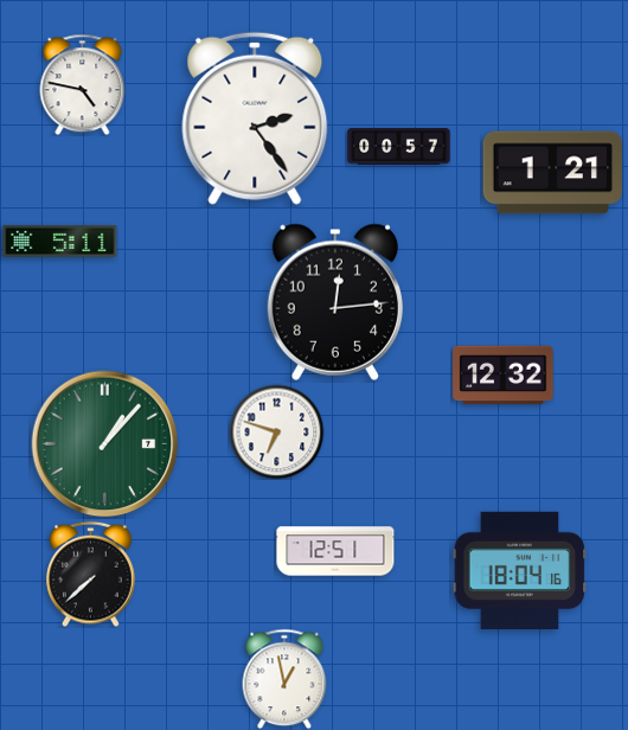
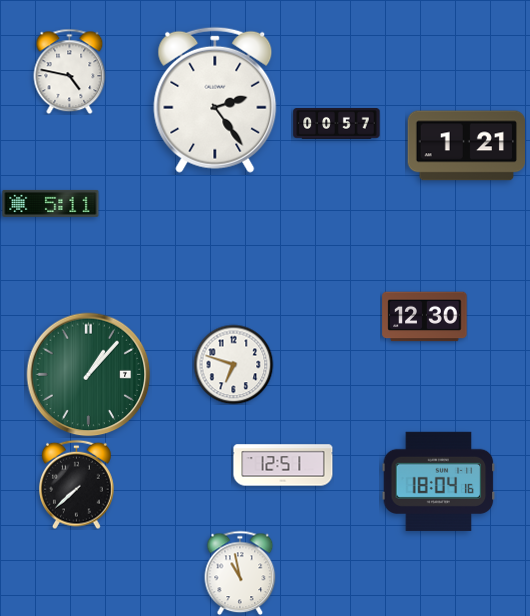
clock at (334, 302): 12:14 -> none
clock at (504, 376): 12:32 -> 12:30
clock at (284, 679): 12:58 -> 10:58
